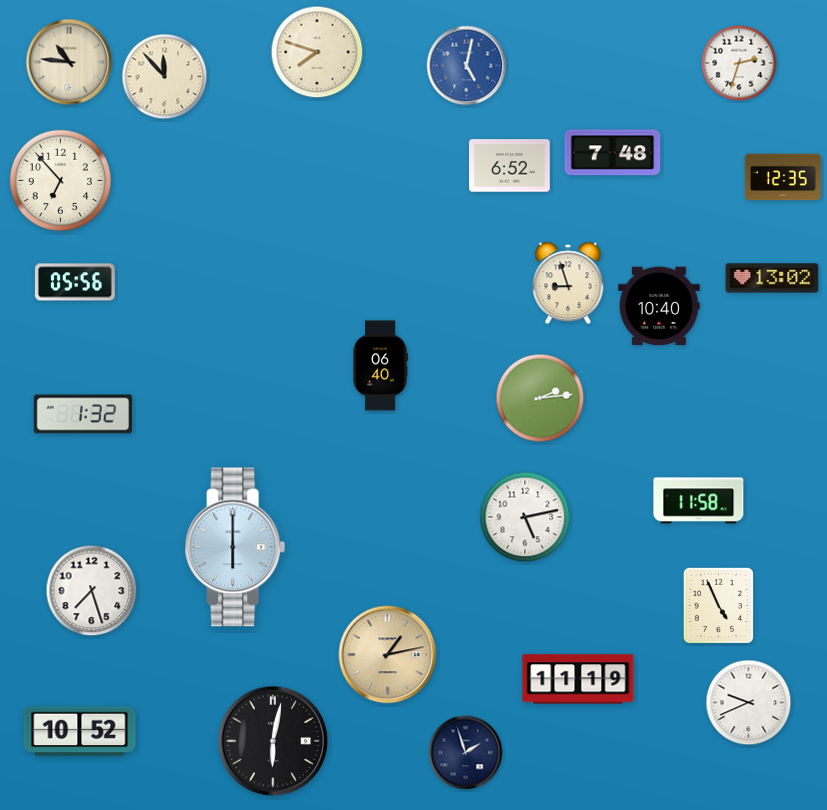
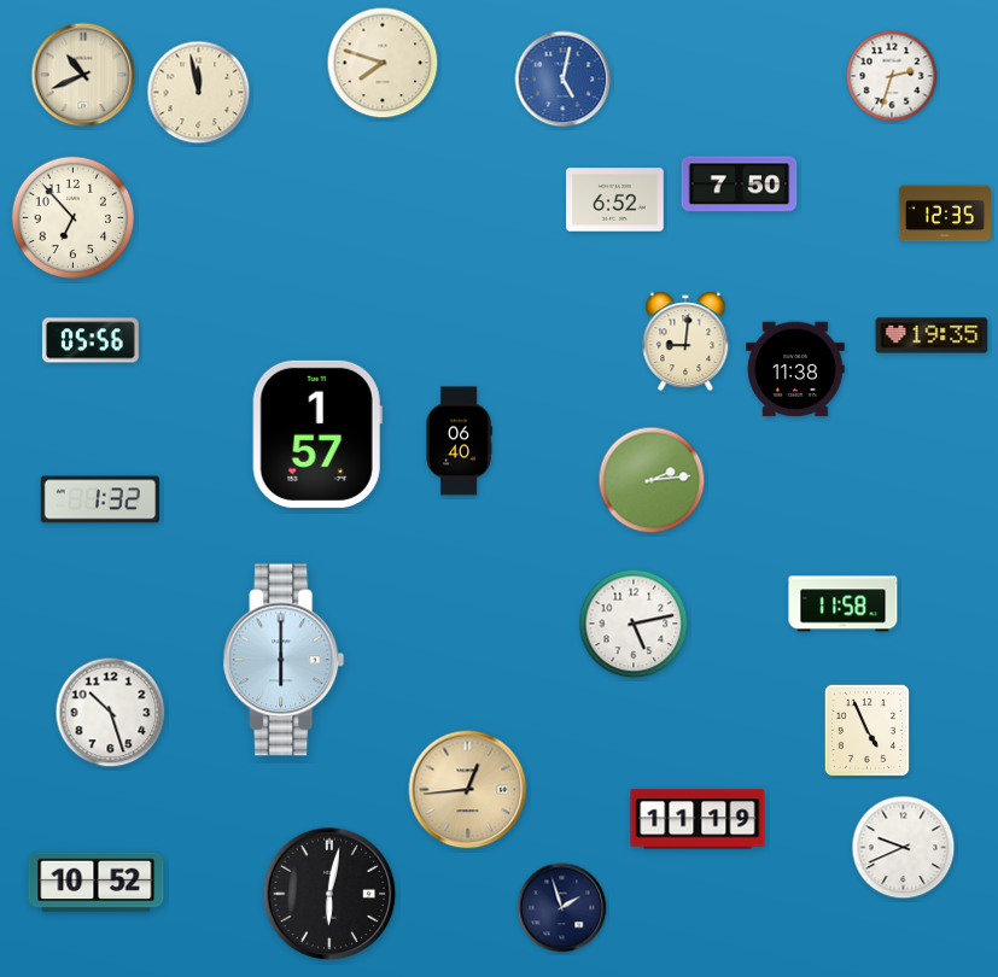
clock at (69, 62): 10:46 -> 10:41
clock at (165, 77): 11:53 -> 11:58
clock at (613, 153): 7:48 -> 7:50
clock at (772, 278): 13:02 -> 19:35
clock at (568, 283): 8:57 -> 9:01
clock at (659, 306): 10:40 -> 11:38
clock at (317, 434): none -> 1:57
clock at (92, 591): 7:27 -> 10:27
clock at (388, 655): 1:13 -> 12:44
